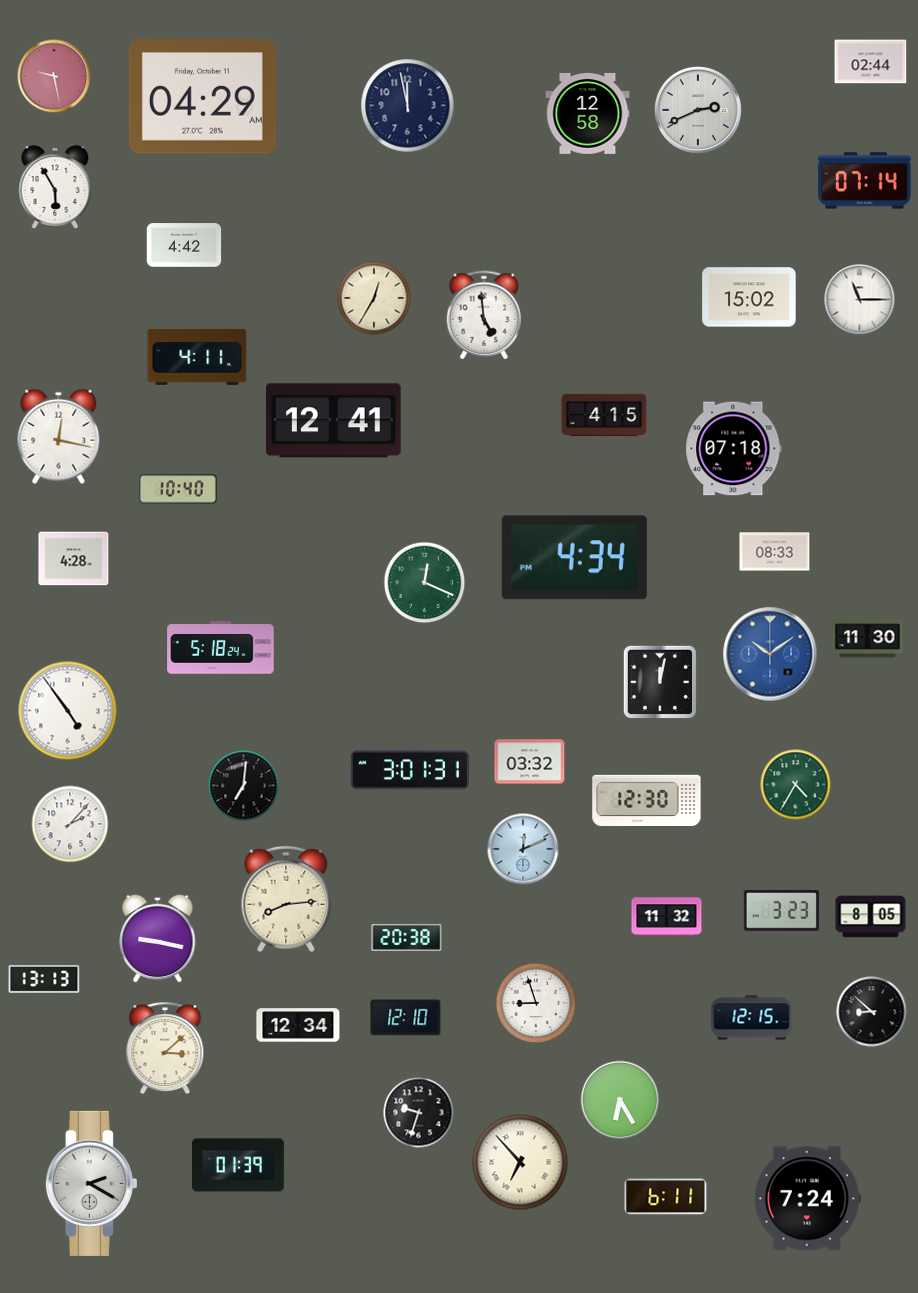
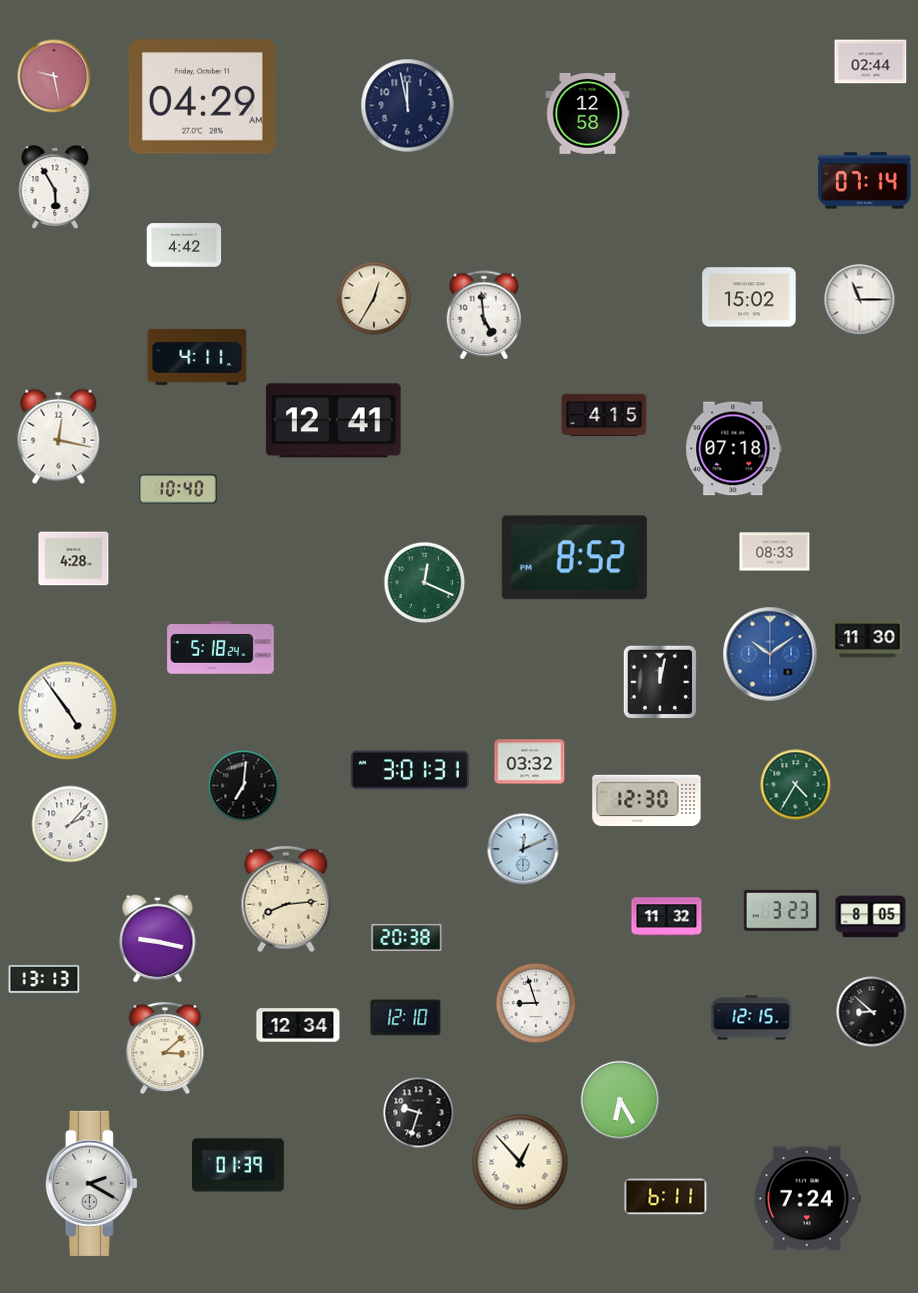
clock at (698, 110): 2:41 -> none
clock at (574, 558): 4:34 -> 8:52
clock at (520, 1162): 6:53 -> 12:53
